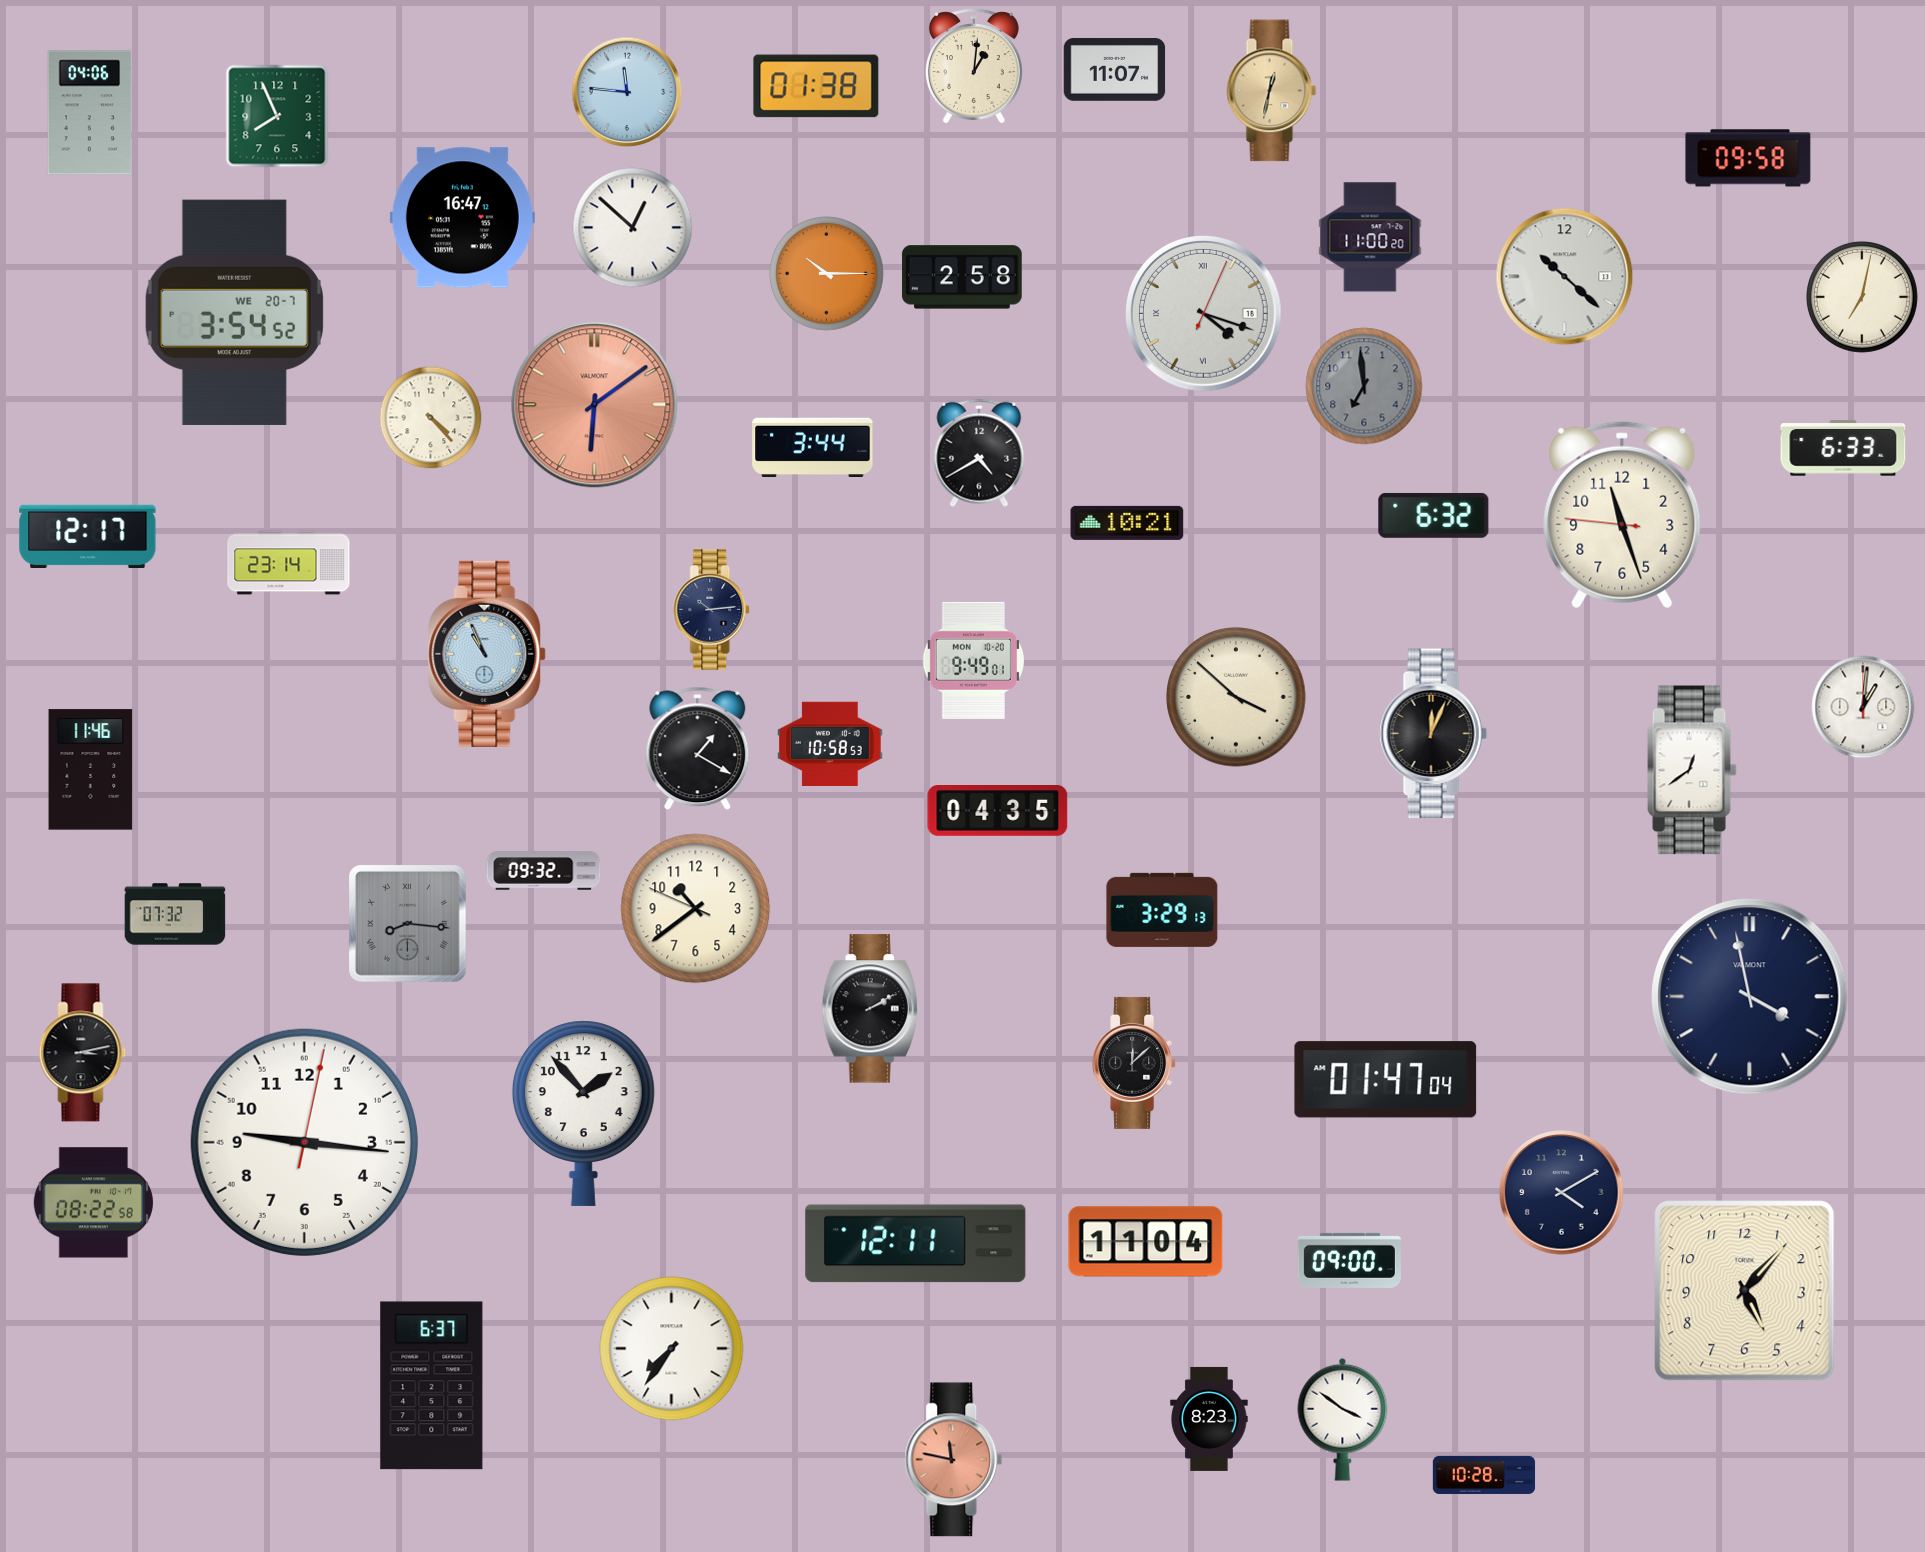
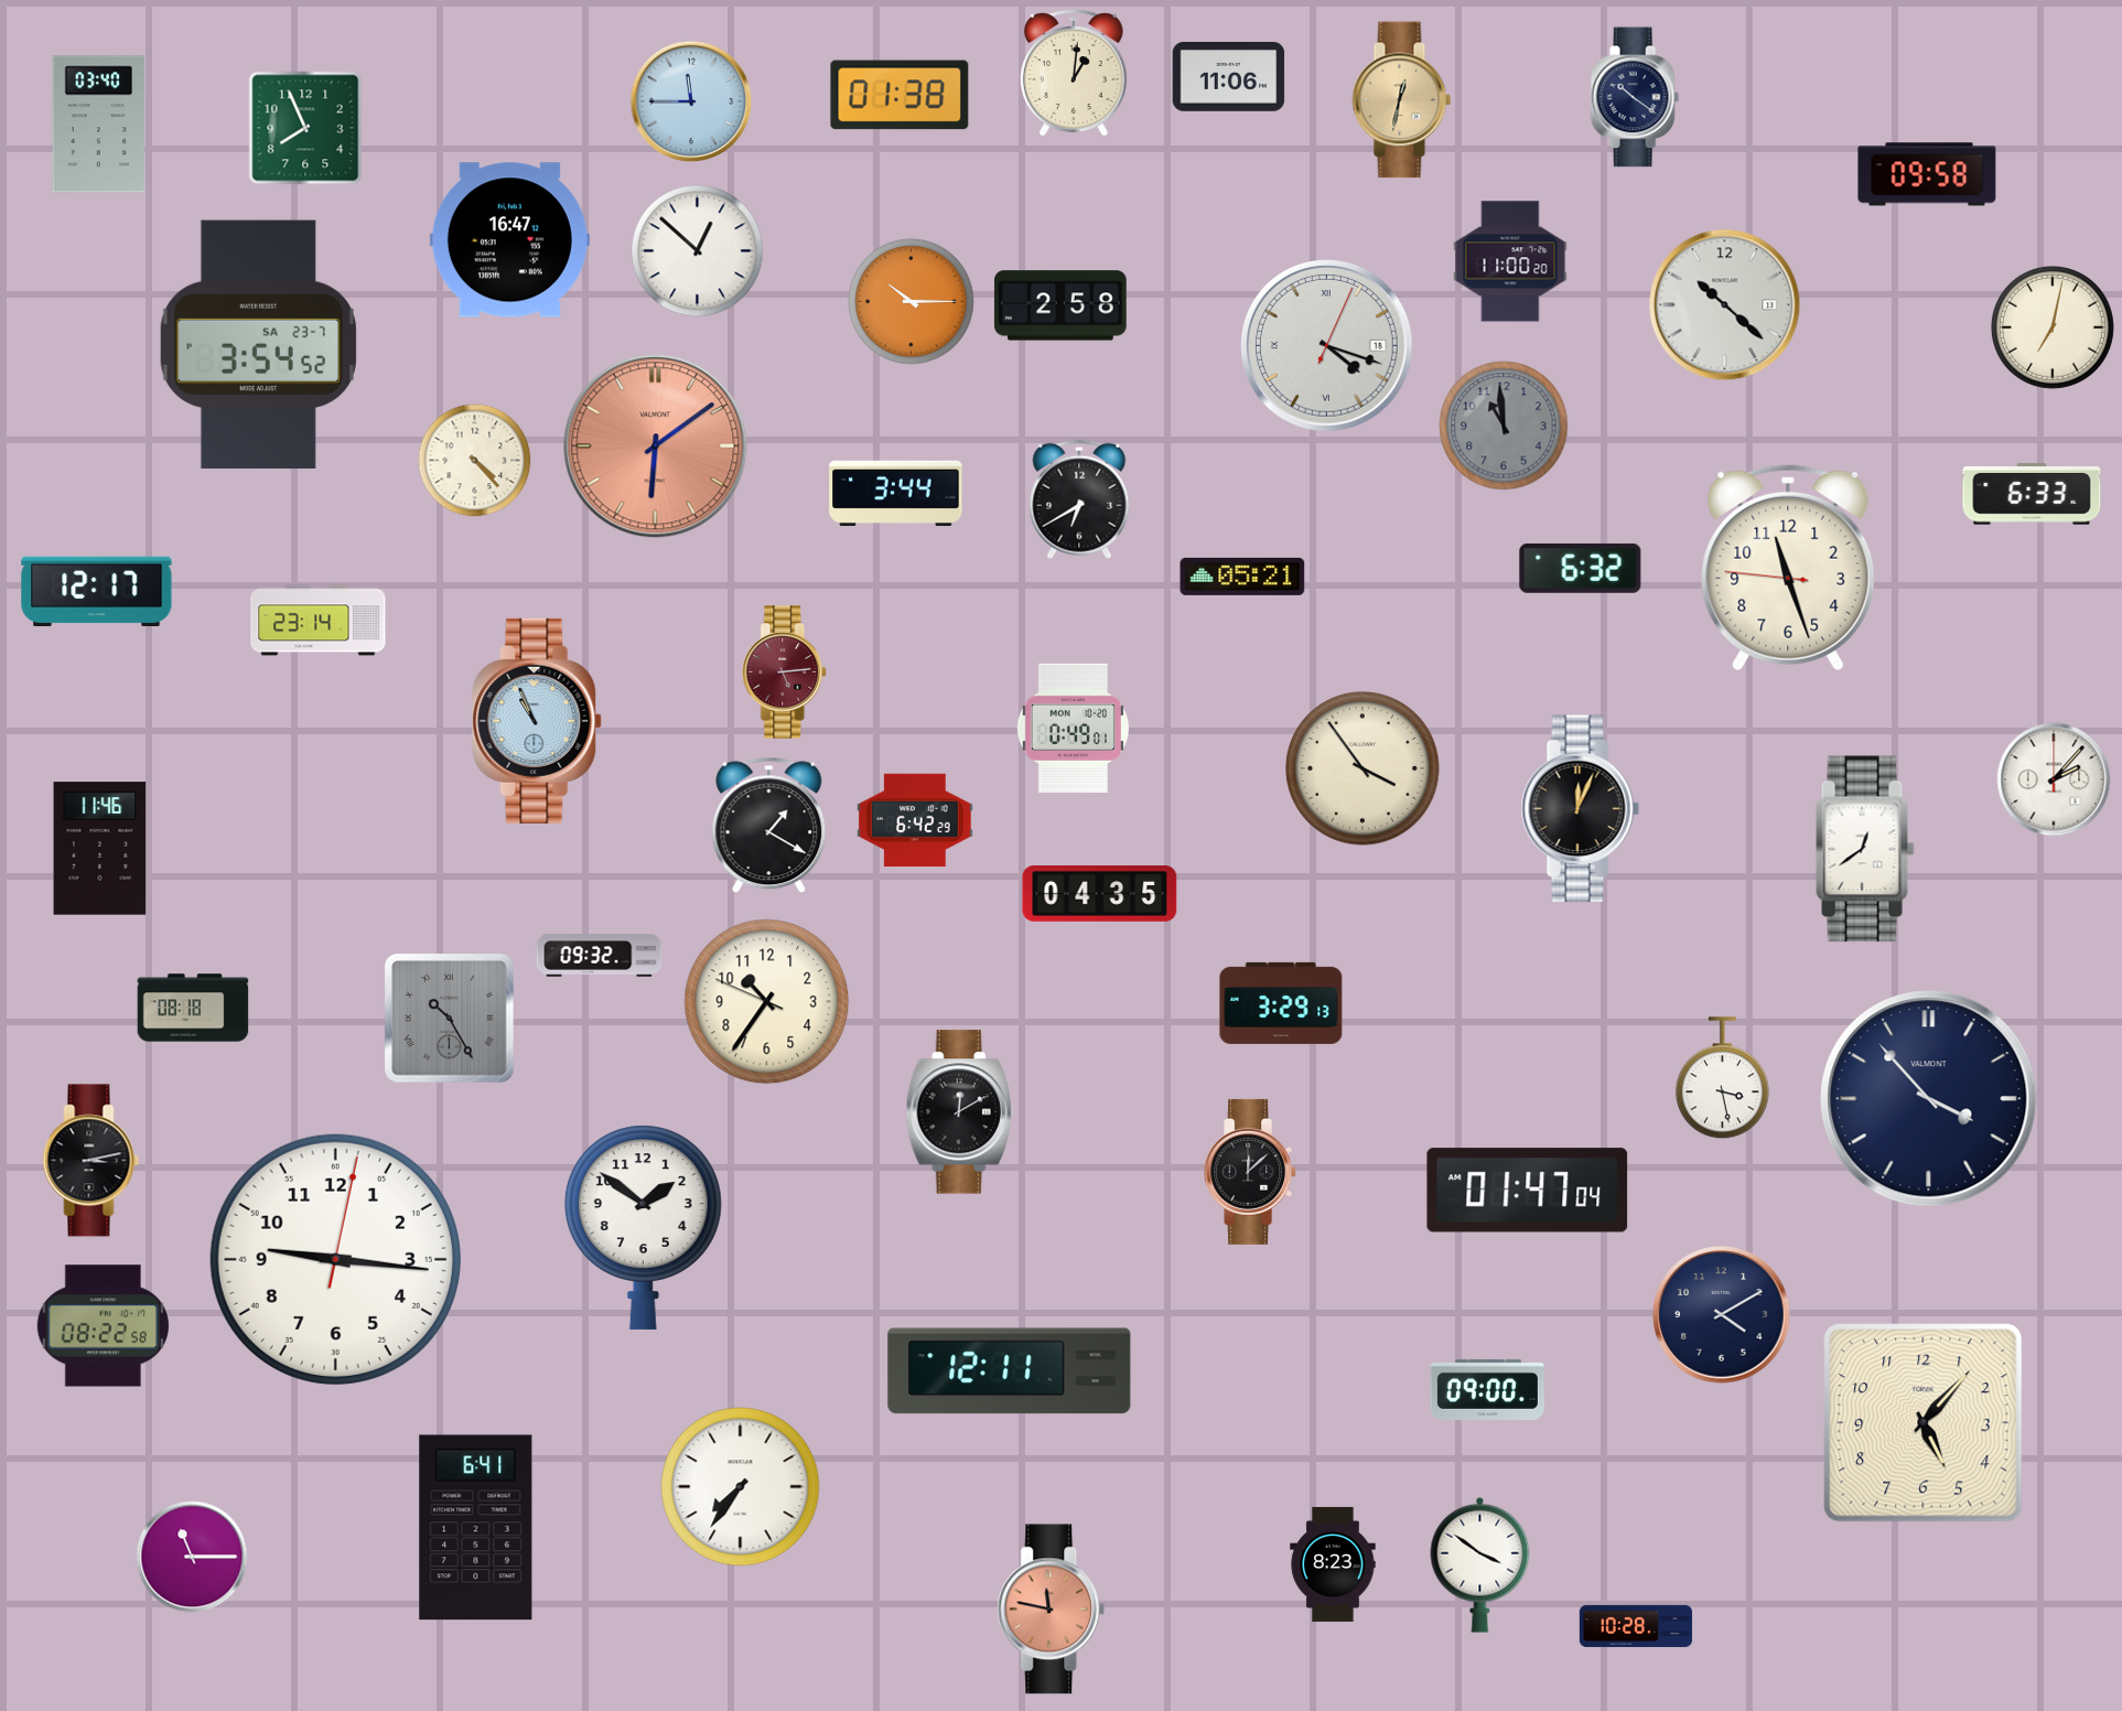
clock at (1115, 70): 11:07 -> 11:06
clock at (1635, 97): none -> 10:21
clock at (627, 92): 11:46 -> 11:45
clock at (90, 113): 04:06 -> 03:40
clock at (234, 312) date: WE 20-7 -> SA 23-7
clock at (1364, 386): 6:59 -> 10:59
clock at (979, 453): 4:40 -> 6:40
clock at (1127, 523): 10:21 -> 05:21
clock at (712, 610): 10:14 -> 5:14
clock at (712, 610) dial: navy -> burgundy
clock at (973, 660): 9:49 -> 0:49
clock at (1236, 697): 3:52 -> 3:54
clock at (1863, 707): 1:01 -> 2:07
clock at (830, 743): 10:58 -> 6:42
clock at (544, 871) position: (544, 871) -> (600, 956)
clock at (696, 909): 10:38 -> 10:35
clock at (175, 914): 07:32 -> 08:18
clock at (408, 924): 8:16 -> 10:25
clock at (1722, 1078): none -> 3:28
clock at (1750, 997): 3:58 -> 3:53
clock at (870, 1009): 2:10 -> 12:10
clock at (583, 1113): 1:53 -> 1:51
clock at (1146, 1242): 11:04 -> none
clock at (432, 1386): 6:37 -> 6:41
clock at (192, 1557): none -> 11:15
